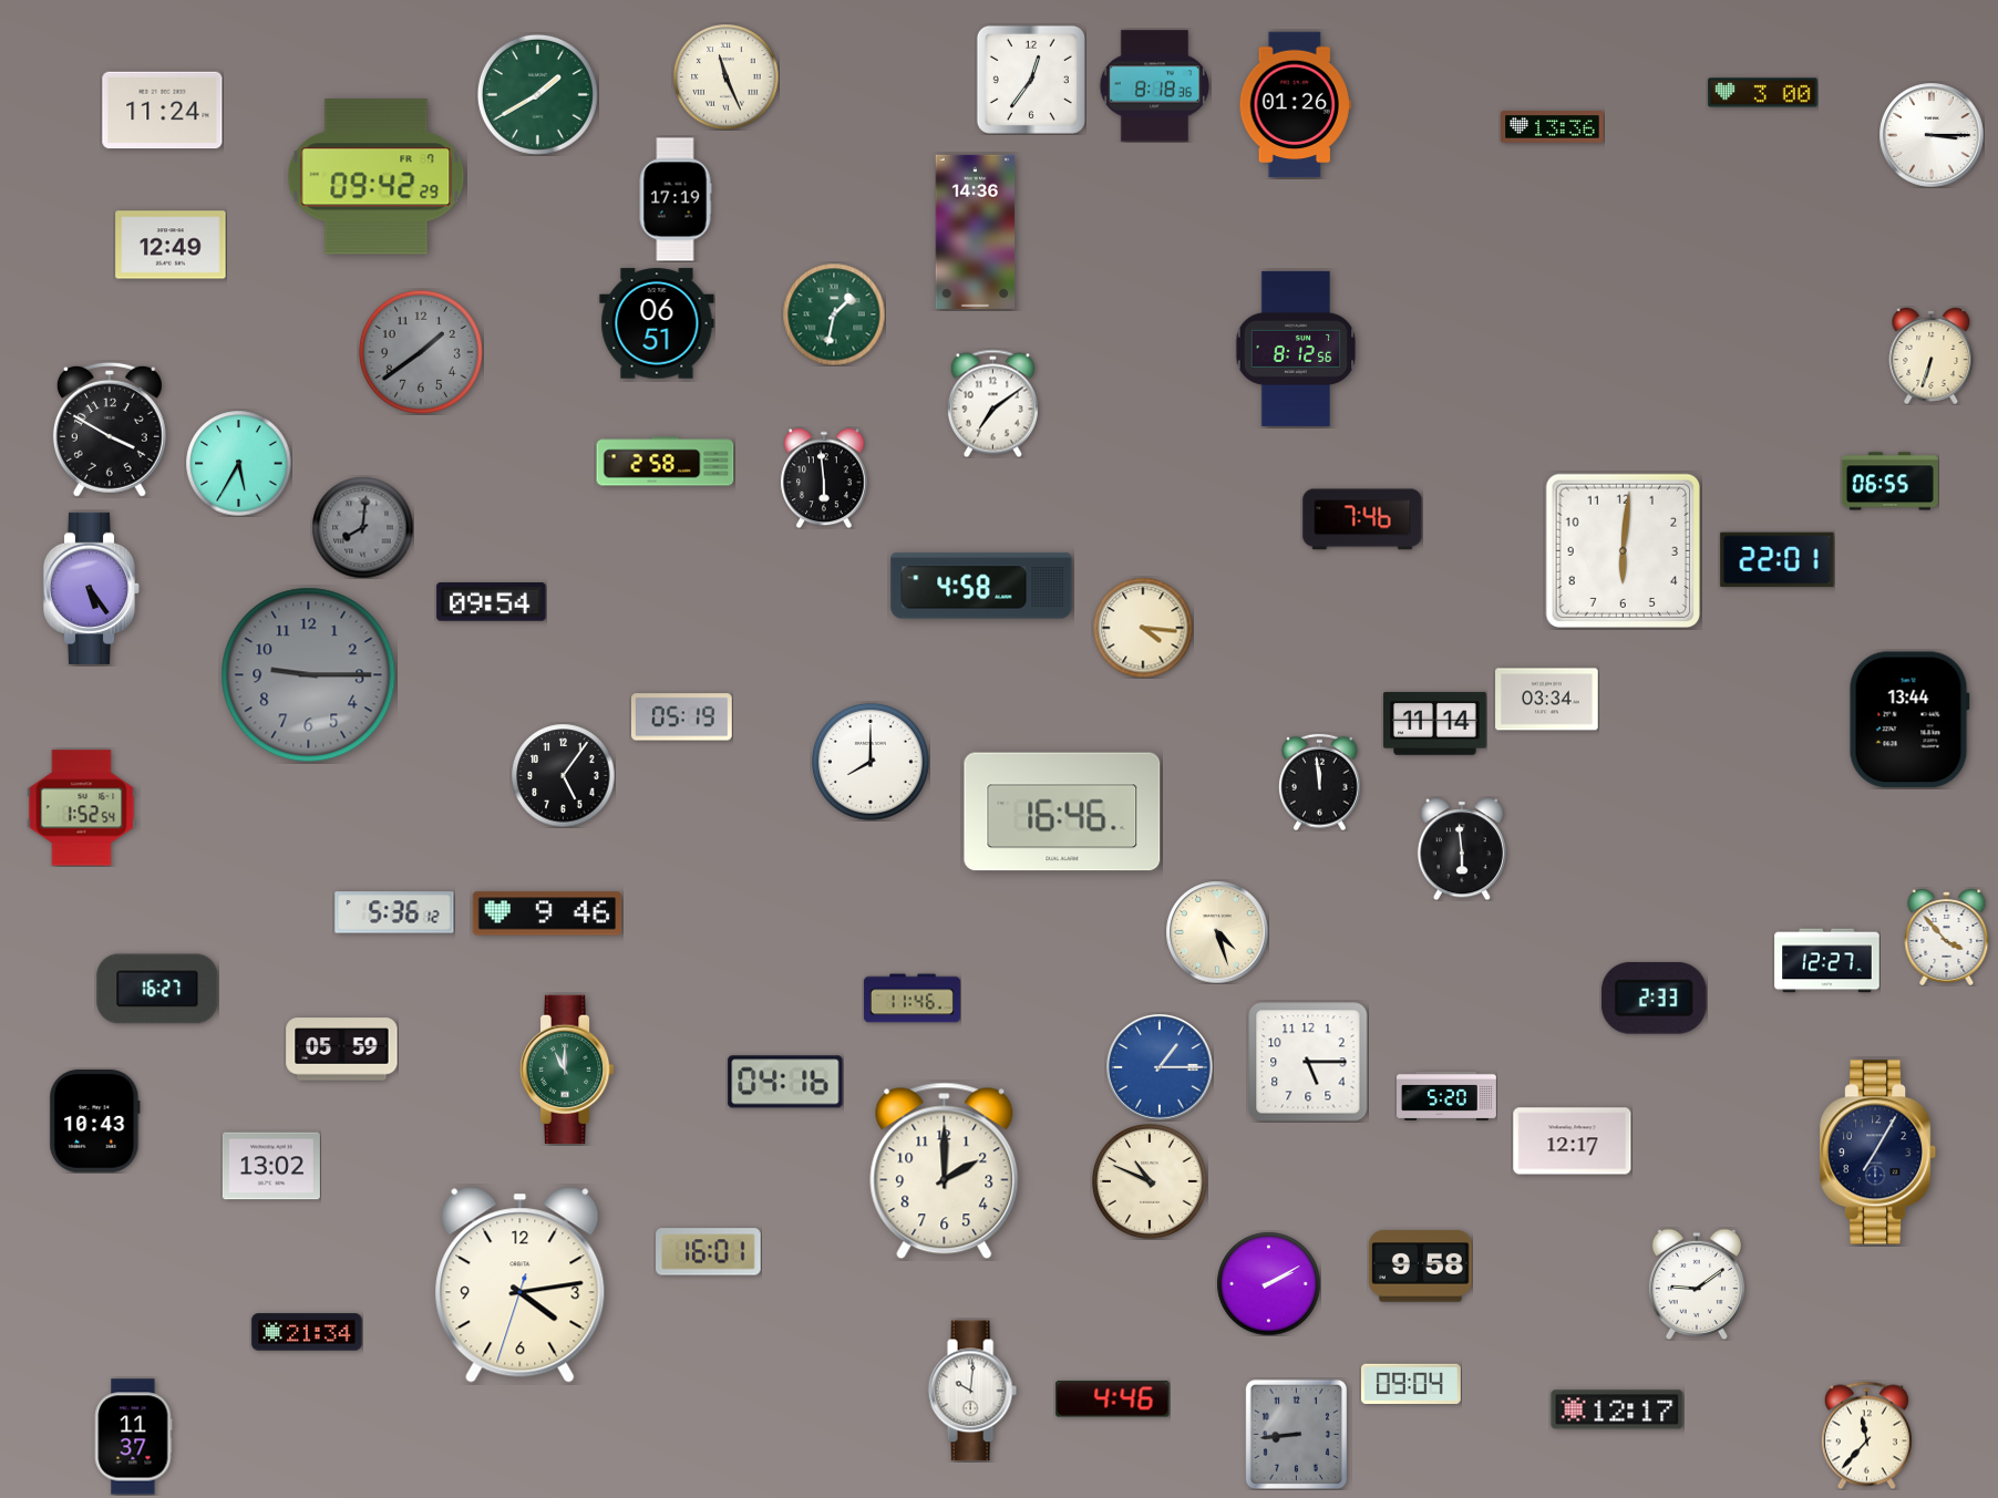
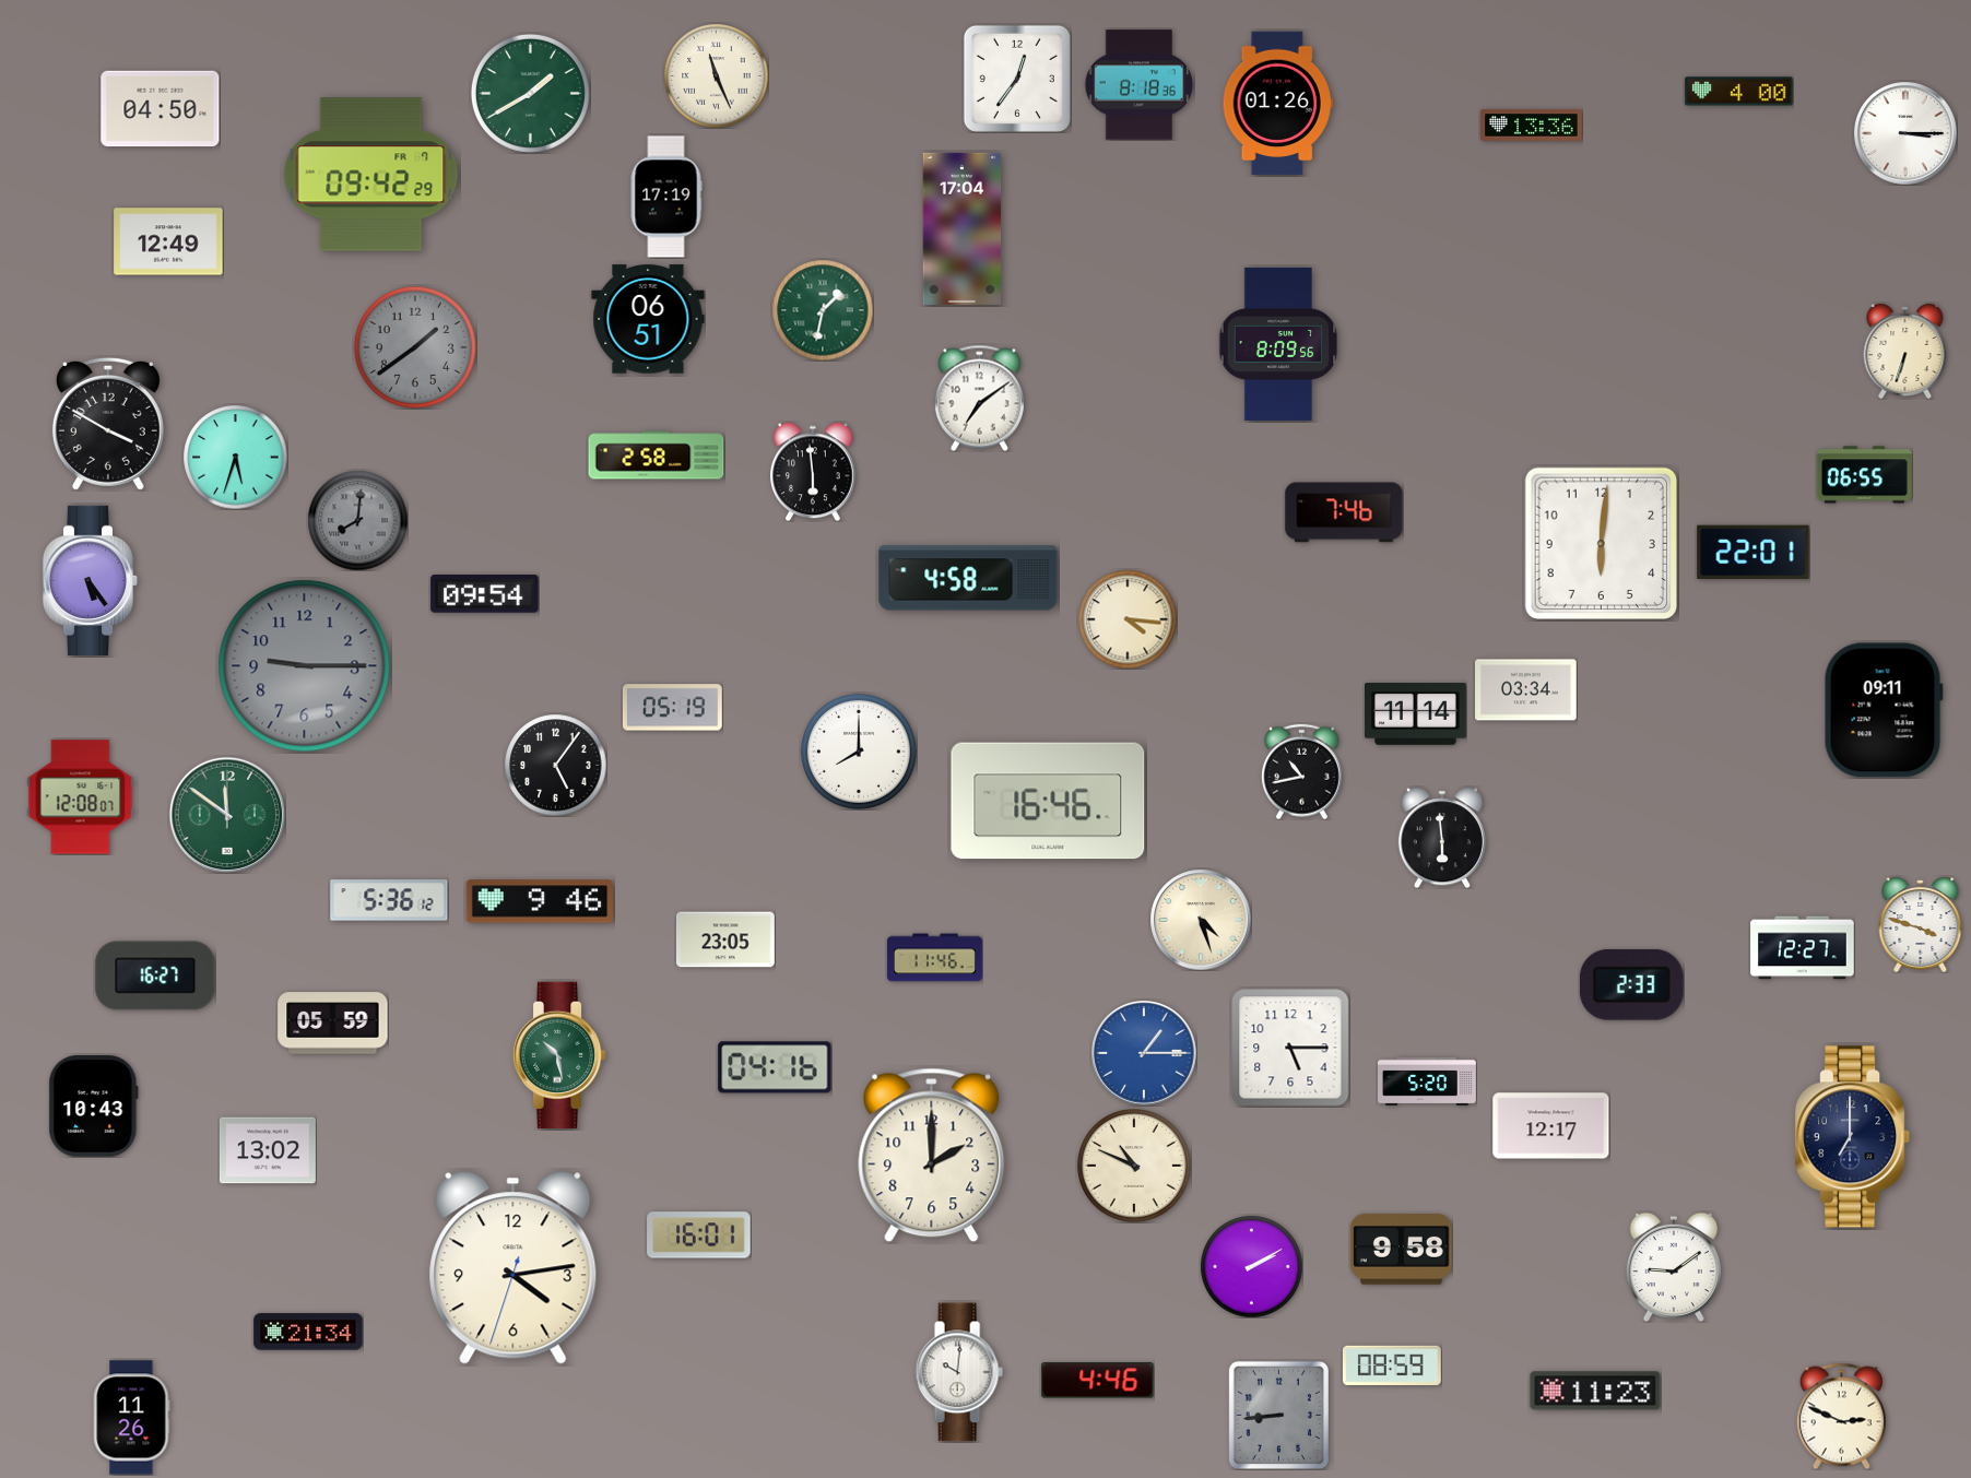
clock at (1763, 93): 3:00 -> 4:00
clock at (163, 111): 11:24 -> 04:50
clock at (976, 231): 14:36 -> 17:04
clock at (1296, 349): 8:12 -> 8:09
clock at (238, 463): 5:35 -> 5:33
clock at (1909, 720): 13:44 -> 09:11
clock at (1320, 782): 11:59 -> 10:43
clock at (82, 808): 1:52 -> 12:08
clock at (226, 814): none -> 11:51
clock at (1947, 938): 3:53 -> 3:48
clock at (725, 939): none -> 23:05
clock at (912, 999) position: (912, 999) -> (934, 958)
clock at (342, 1050) position: (342, 1050) -> (333, 1024)
clock at (567, 1068): 11:00 -> 10:28
clock at (1878, 1153): 7:05 -> 7:00
clock at (307, 1332) position: (307, 1332) -> (308, 1332)
clock at (1411, 1383): 09:04 -> 08:59
clock at (1617, 1409): 12:17 -> 11:23
clock at (1866, 1435): 11:37 -> 2:49
clock at (133, 1437): 11:37 -> 11:26
